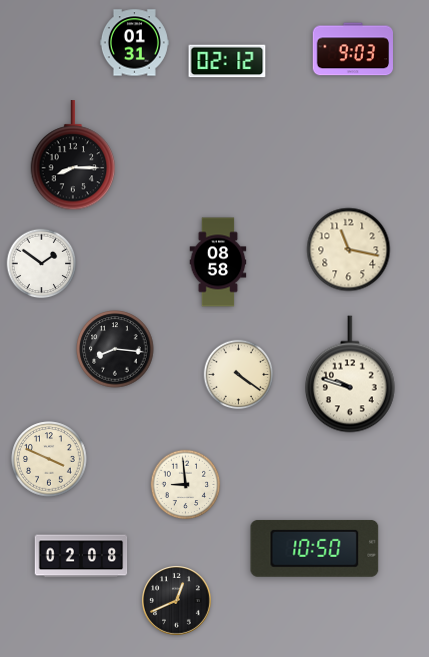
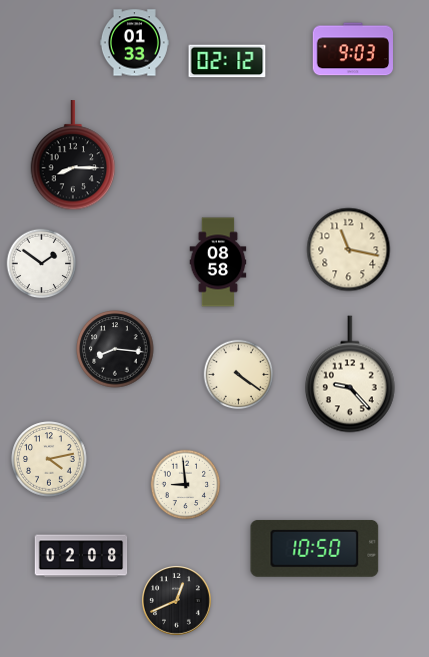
clock at (134, 43): 01:31 -> 01:33
clock at (351, 374): 9:48 -> 9:23
clock at (49, 459): 3:49 -> 4:13
